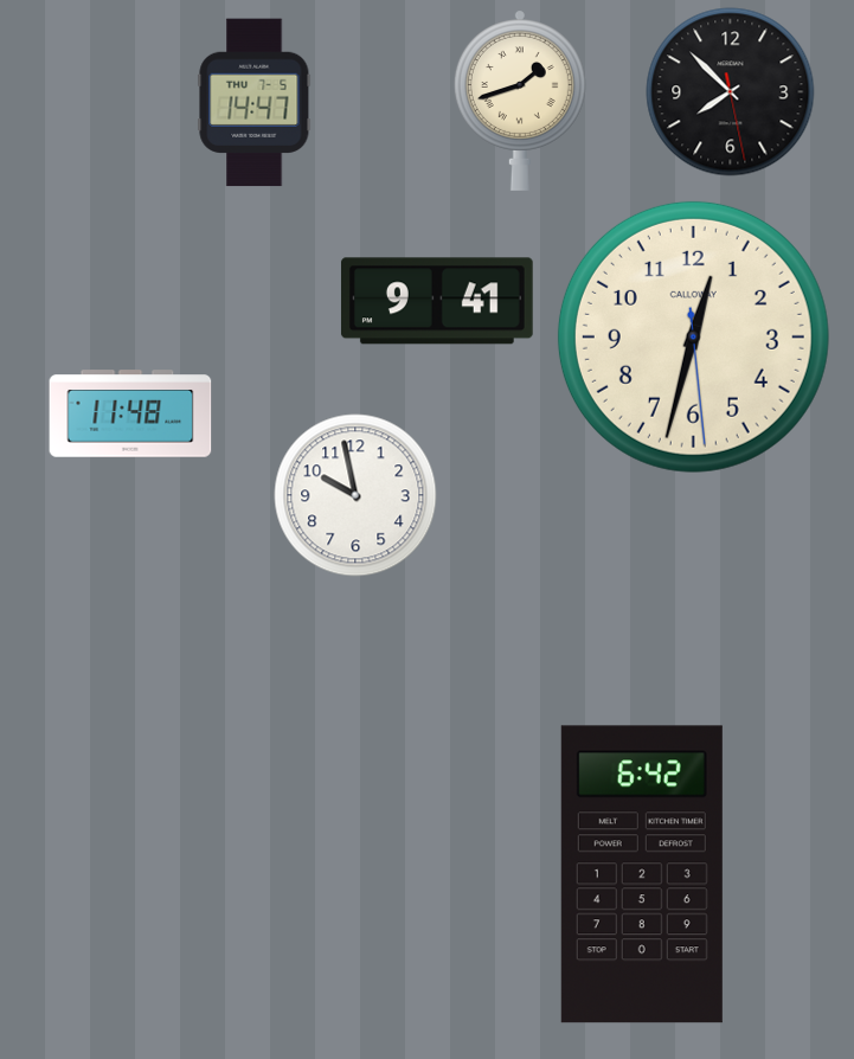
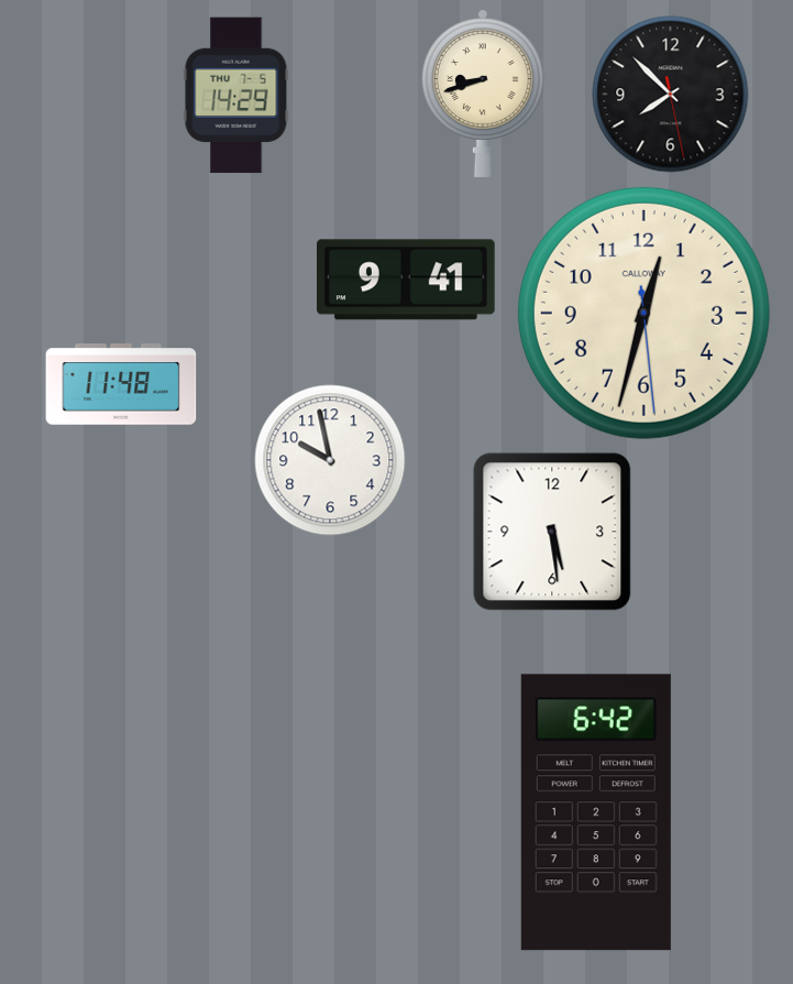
clock at (731, 92) position: (731, 92) -> (671, 95)
clock at (520, 101): 1:42 -> 8:42
clock at (255, 103): 14:47 -> 14:29
clock at (552, 532): none -> 5:29
